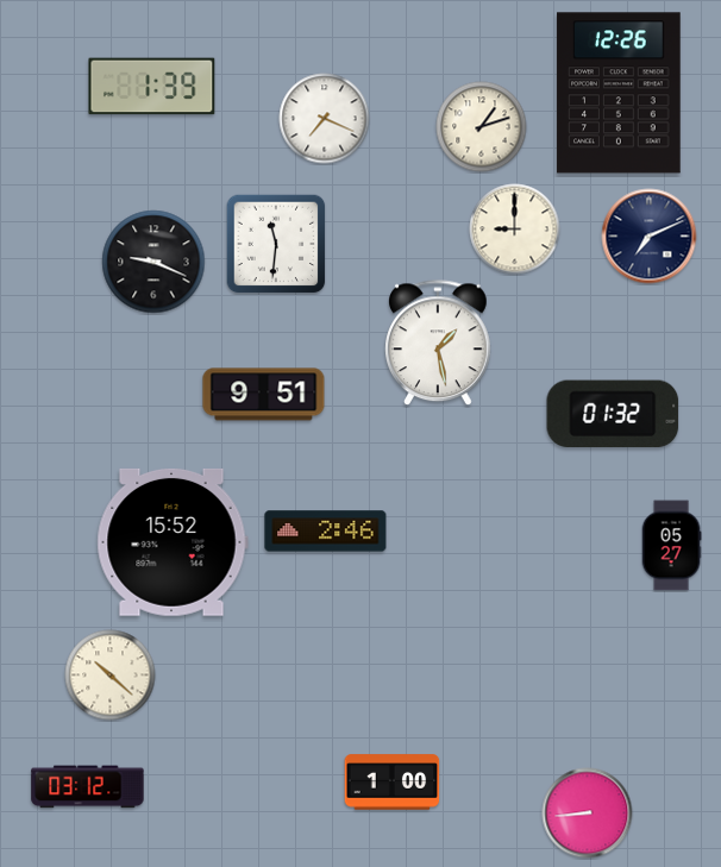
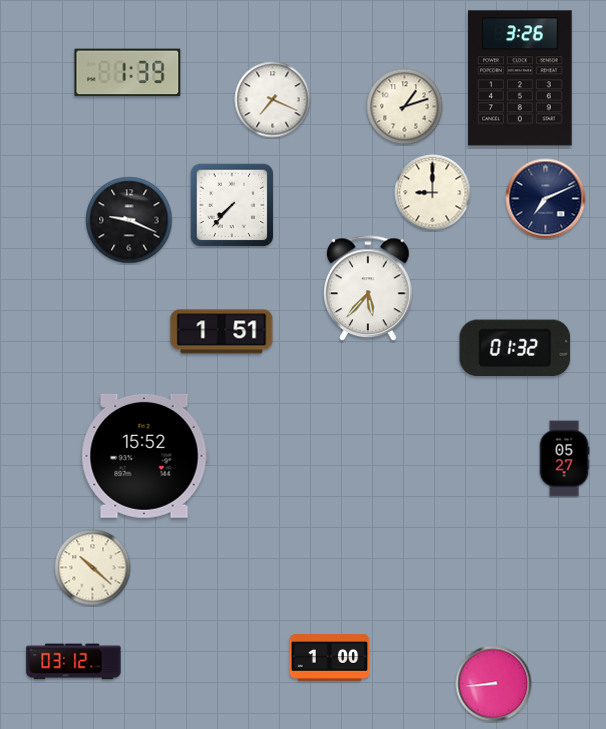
clock at (619, 93): 12:26 -> 3:26
clock at (276, 244): 11:31 -> 7:37
clock at (439, 344): 1:28 -> 5:37
clock at (264, 395): 9:51 -> 1:51
clock at (326, 532): 2:46 -> none
